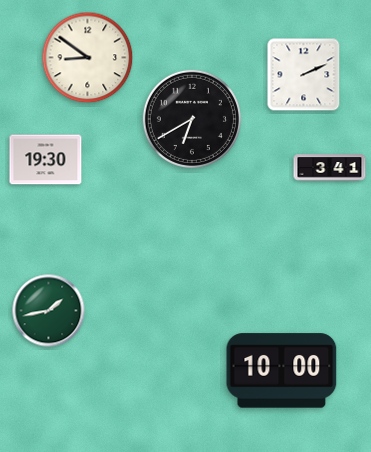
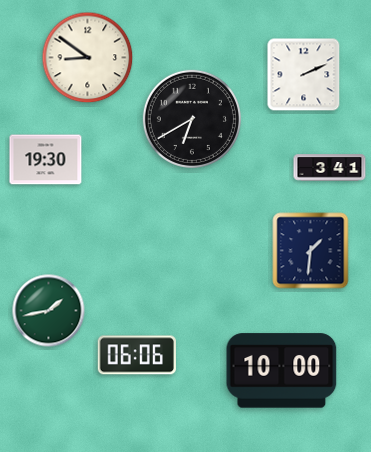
clock at (311, 251): none -> 1:31
clock at (137, 355): none -> 06:06
